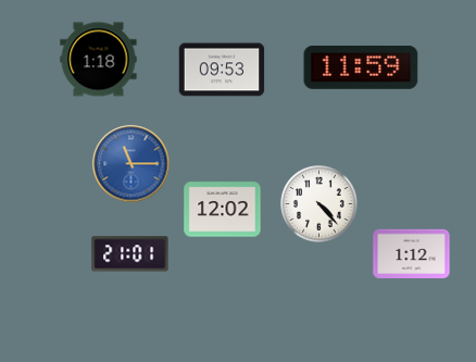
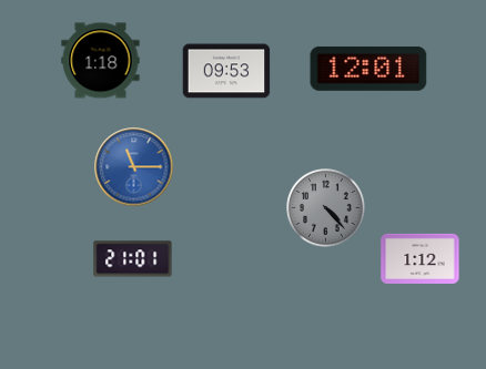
clock at (361, 67): 11:59 -> 12:01
clock at (320, 204) dial: white -> grey
clock at (223, 210): 12:02 -> none
